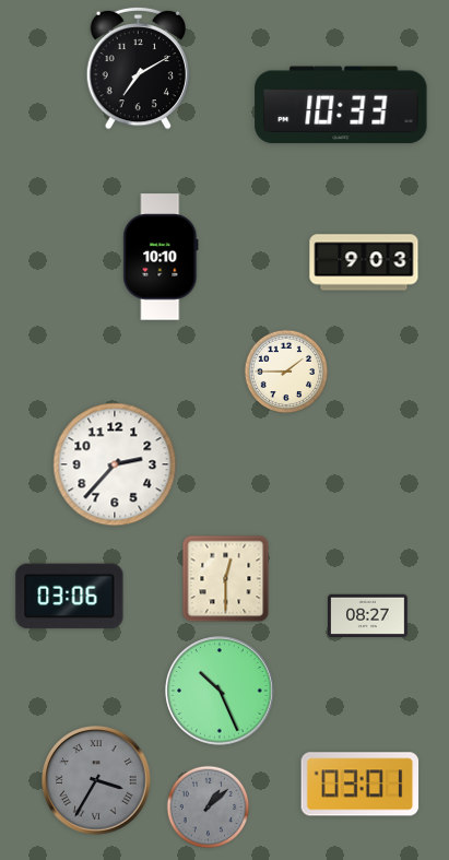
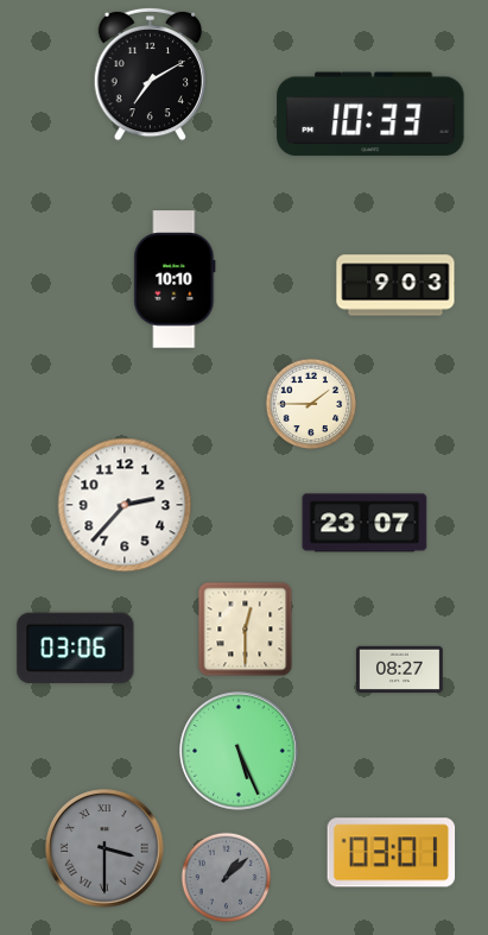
clock at (365, 523): none -> 23:07
clock at (220, 691): 10:26 -> 5:26
clock at (96, 780): 3:35 -> 3:30
